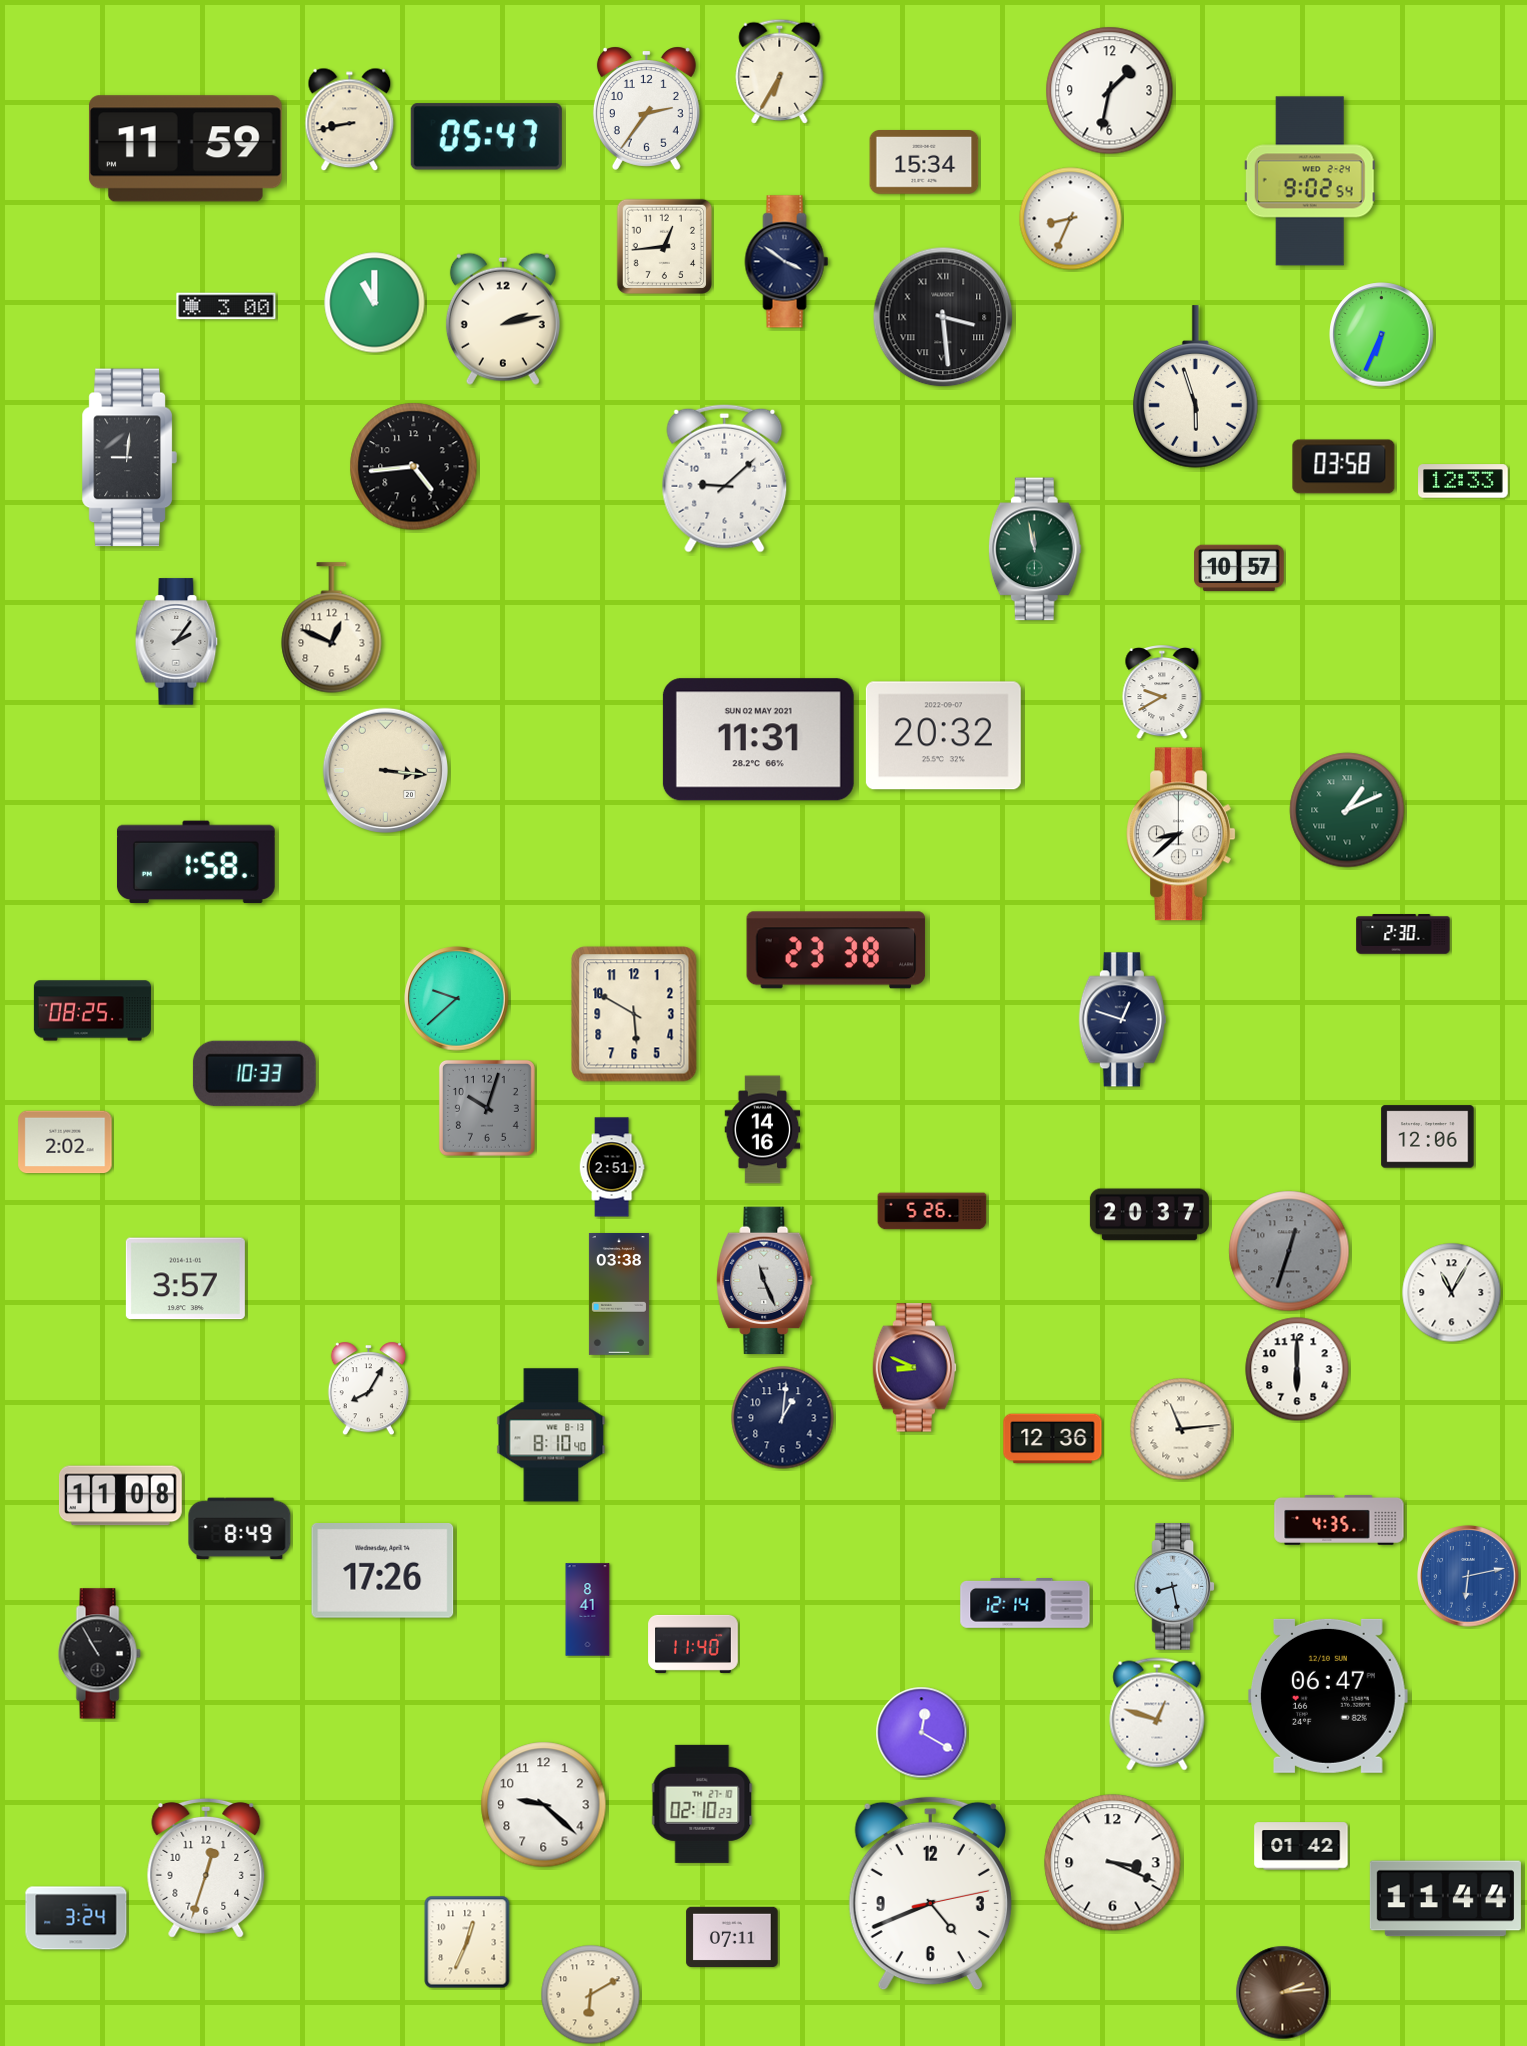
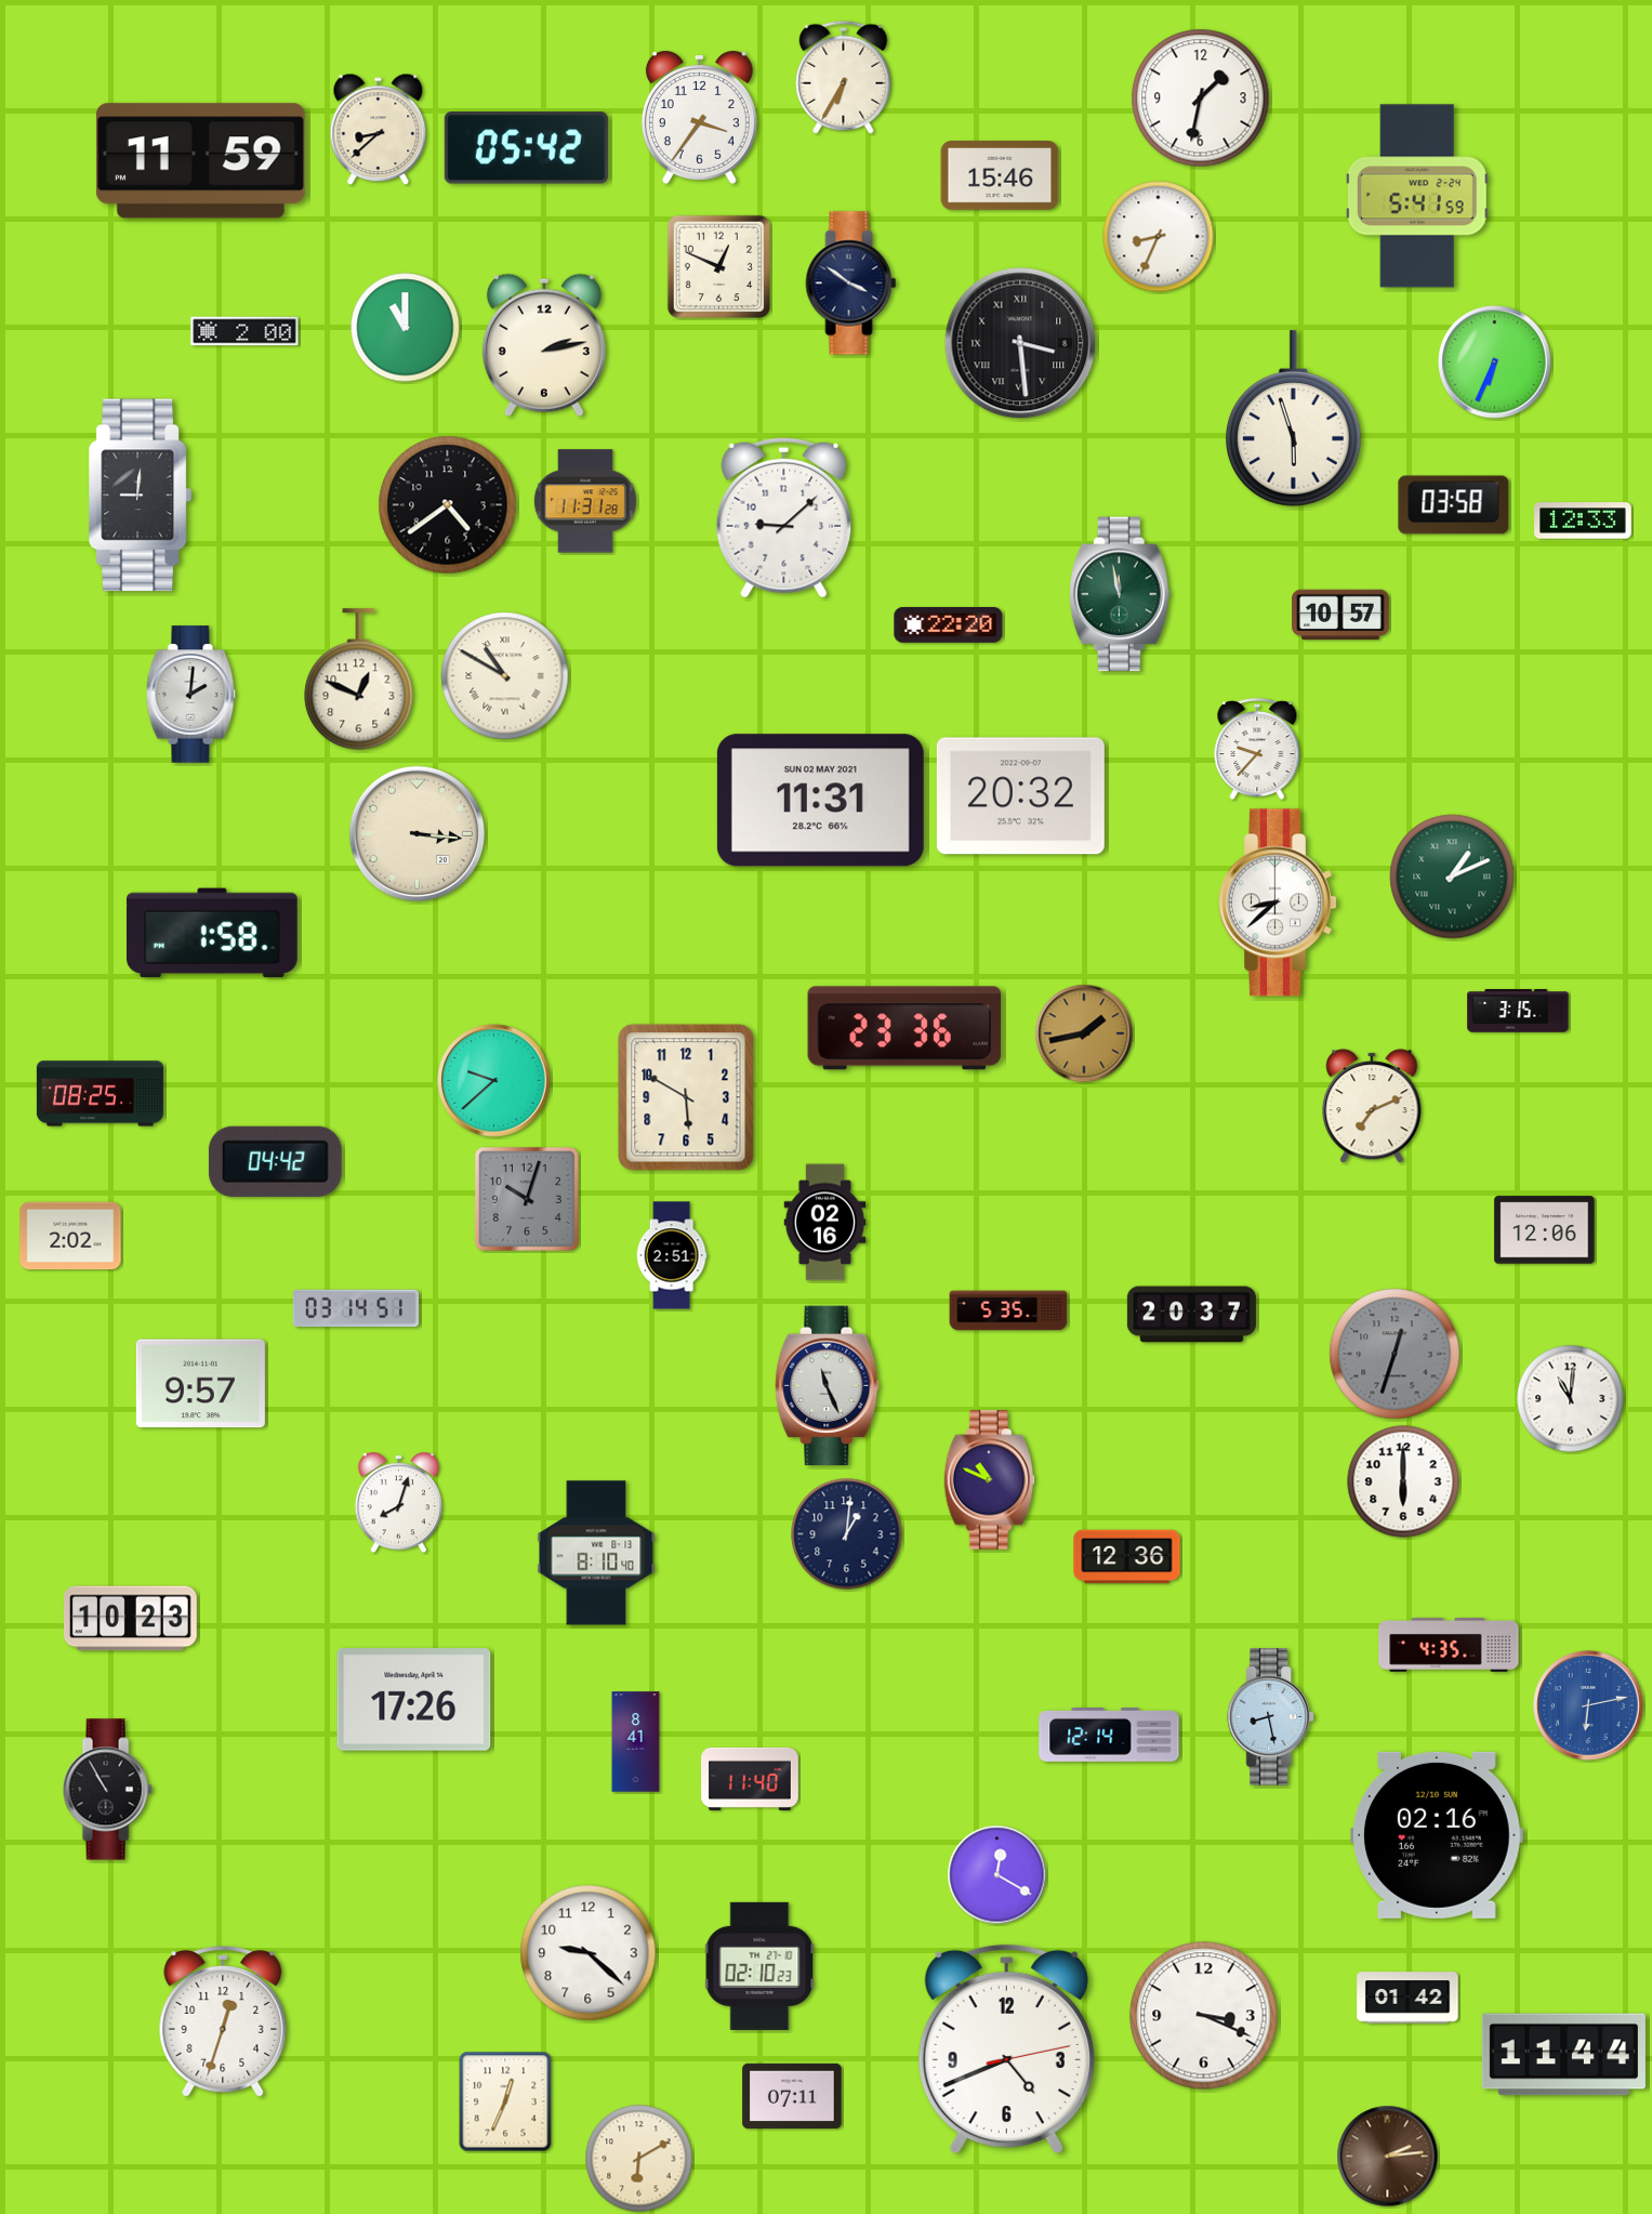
clock at (646, 108): 2:36 -> 3:36
clock at (350, 120): 8:43 -> 8:38
clock at (486, 137): 05:47 -> 05:42
clock at (924, 163): 15:34 -> 15:46
clock at (1310, 181): 9:02 -> 5:41
clock at (664, 246): 12:44 -> 12:49
clock at (226, 306): 3:00 -> 2:00
clock at (585, 501): none -> 11:31
clock at (414, 467): 4:44 -> 4:39
clock at (949, 624): none -> 22:20
clock at (505, 676): none -> 10:50
clock at (177, 642): 2:06 -> 2:01
clock at (1162, 693): 9:40 -> 9:37
clock at (1347, 810) position: (1347, 810) -> (1452, 877)
clock at (1403, 934): 2:30 -> 3:15
clock at (836, 950): 23:38 -> 23:36
clock at (1084, 1033): none -> 1:43
clock at (1122, 1020): 12:48 -> none
clock at (1372, 1106): none -> 7:11
clock at (254, 1073): 10:33 -> 04:42
clock at (763, 1130): 14:16 -> 02:16
clock at (612, 1167) position: (612, 1167) -> (672, 1255)
clock at (356, 1308): none -> 03:14
clock at (932, 1211): 5:26 -> 5:35
clock at (1149, 1215) position: (1149, 1215) -> (1191, 1315)
clock at (185, 1279): 3:57 -> 9:57
clock at (1452, 1293): 11:05 -> 11:01
clock at (619, 1295): 03:38 -> none
clock at (915, 1368): 8:49 -> 10:49
clock at (368, 1389): 8:05 -> 8:03
clock at (1181, 1429): 11:14 -> none
clock at (1053, 1439) position: (1053, 1439) -> (1127, 1557)
clock at (120, 1496): 11:08 -> 10:23
clock at (240, 1529): 8:49 -> none
clock at (1328, 1696): 06:47 -> 02:16
clock at (1157, 1714): 12:48 -> none
clock at (702, 1804) position: (702, 1804) -> (759, 1966)
clock at (76, 1918): 3:24 -> none
